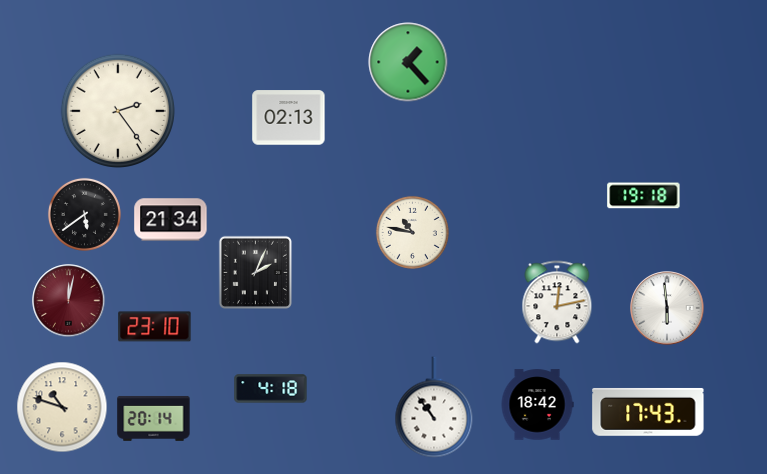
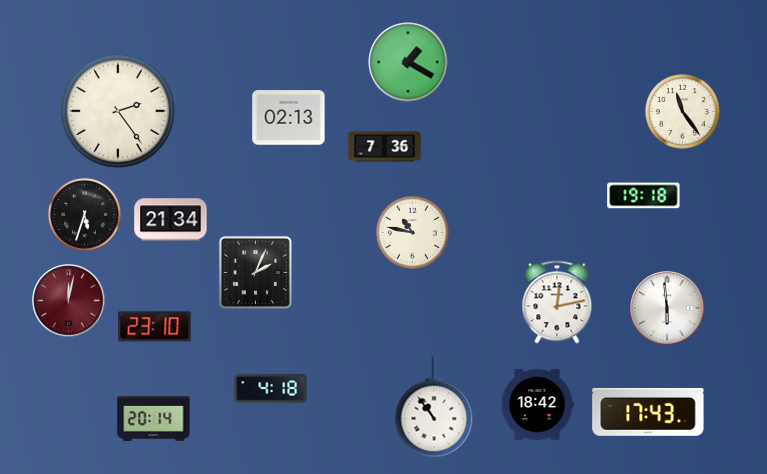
clock at (408, 62): 1:23 -> 1:20
clock at (682, 111): none -> 11:24
clock at (385, 147): none -> 7:36
clock at (84, 214): 5:39 -> 5:33
clock at (62, 407): 10:48 -> none
